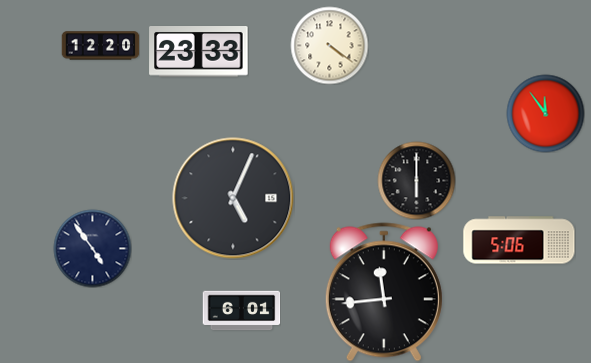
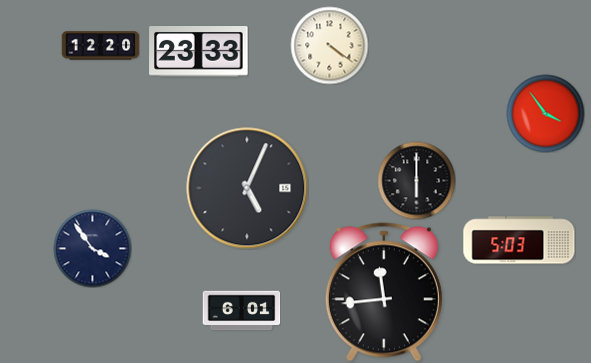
clock at (545, 113): 11:54 -> 3:54
clock at (233, 198) position: (233, 198) -> (247, 188)
clock at (519, 240): 5:06 -> 5:03
clock at (92, 248): 4:54 -> 3:54
